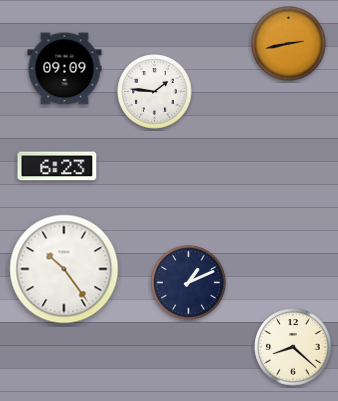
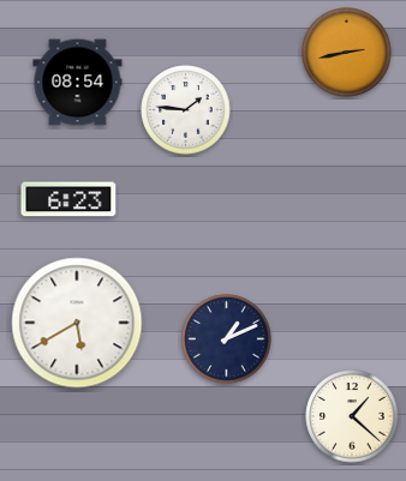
clock at (65, 69): 09:09 -> 08:54
clock at (64, 269): 10:24 -> 5:40
clock at (293, 347): 8:22 -> 1:22
